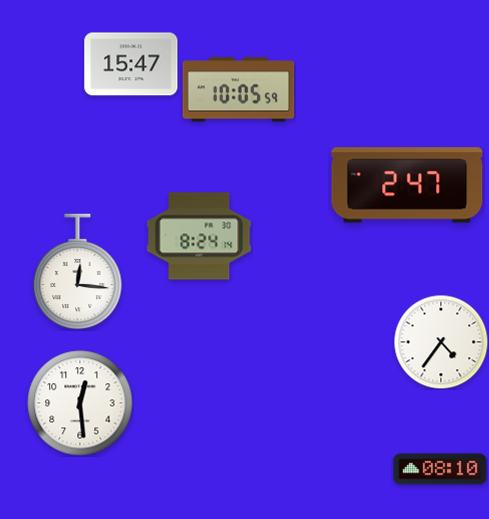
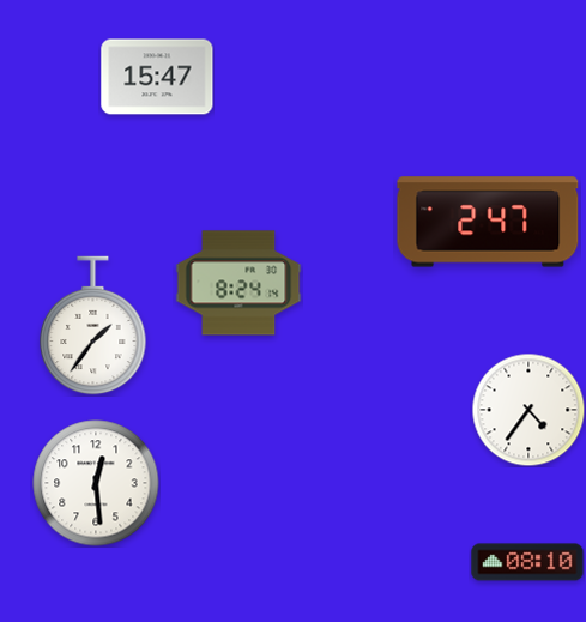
clock at (239, 90): 10:05 -> none
clock at (78, 272): 12:16 -> 1:36
